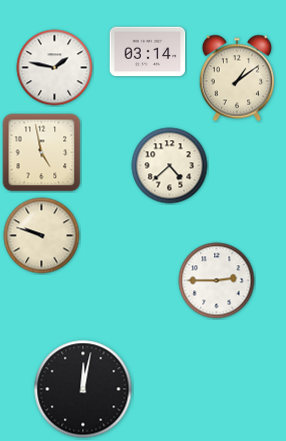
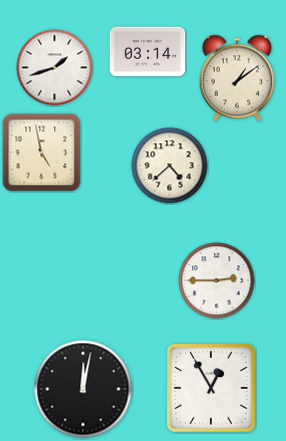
clock at (55, 68): 1:47 -> 1:42
clock at (42, 236): 9:48 -> none
clock at (211, 388): none -> 12:55
